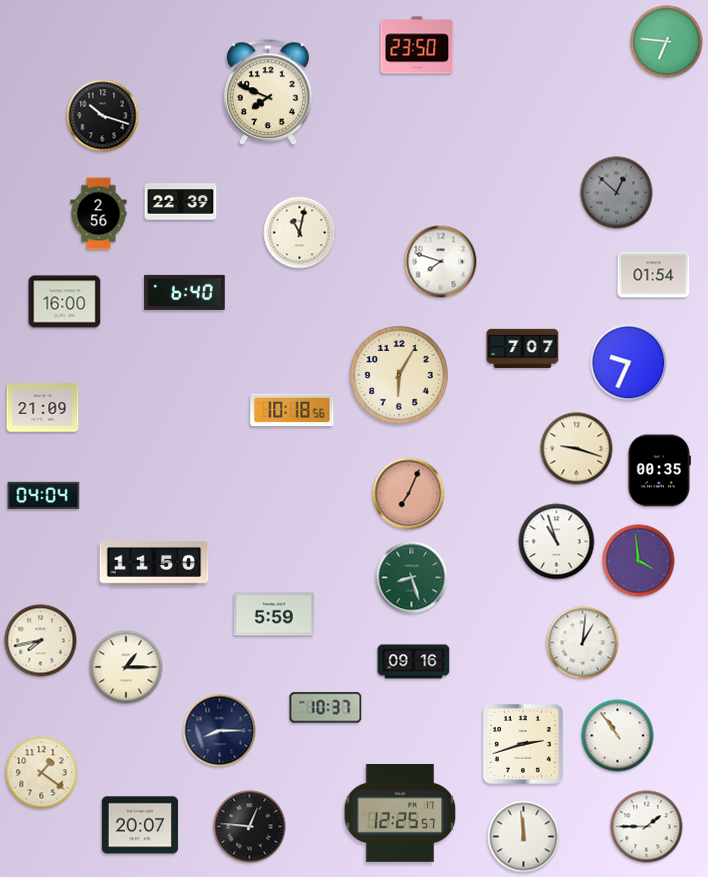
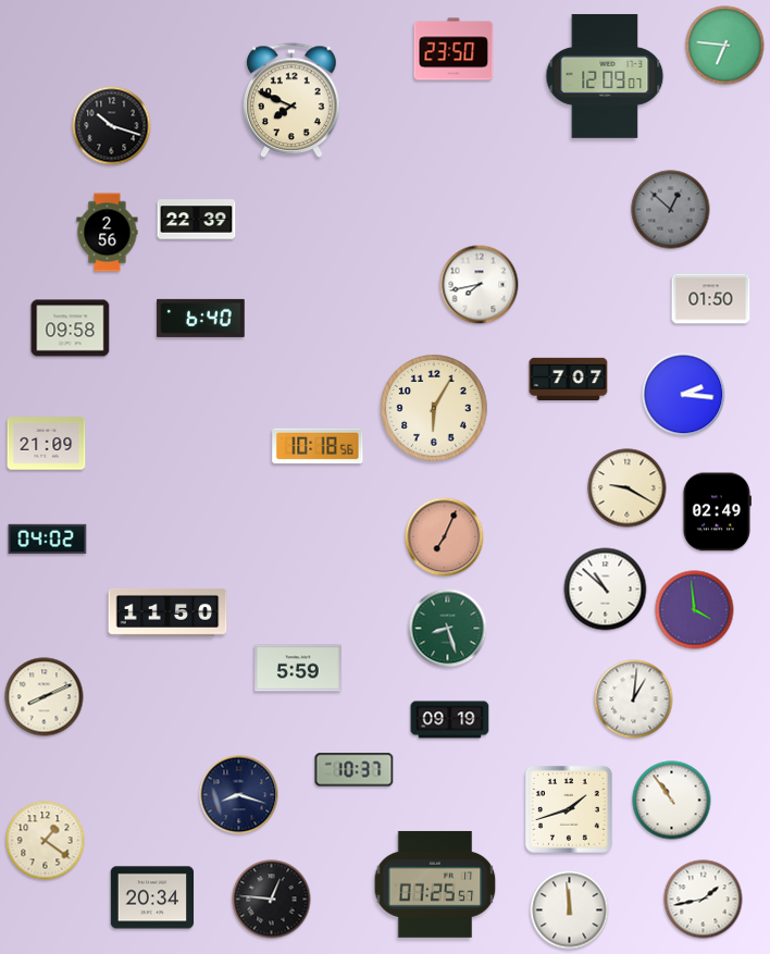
clock at (605, 76): none -> 12:09
clock at (300, 233): 11:02 -> none
clock at (441, 262): 7:48 -> 7:43
clock at (654, 275): 01:54 -> 01:50
clock at (65, 302): 16:00 -> 09:58
clock at (629, 363): 9:34 -> 2:16
clock at (577, 449): 9:18 -> 9:20
clock at (659, 471): 00:35 -> 02:49
clock at (44, 496): 04:04 -> 04:02
clock at (557, 542): 10:57 -> 10:52
clock at (41, 641): 7:43 -> 8:11
clock at (414, 662): 09:16 -> 09:19
clock at (126, 667): 1:15 -> none
clock at (220, 731): 8:15 -> 8:18
clock at (523, 744): 2:42 -> 1:42
clock at (400, 813): 12:25 -> 07:25
clock at (140, 825): 20:07 -> 20:34
clock at (647, 827): 1:45 -> 1:43
